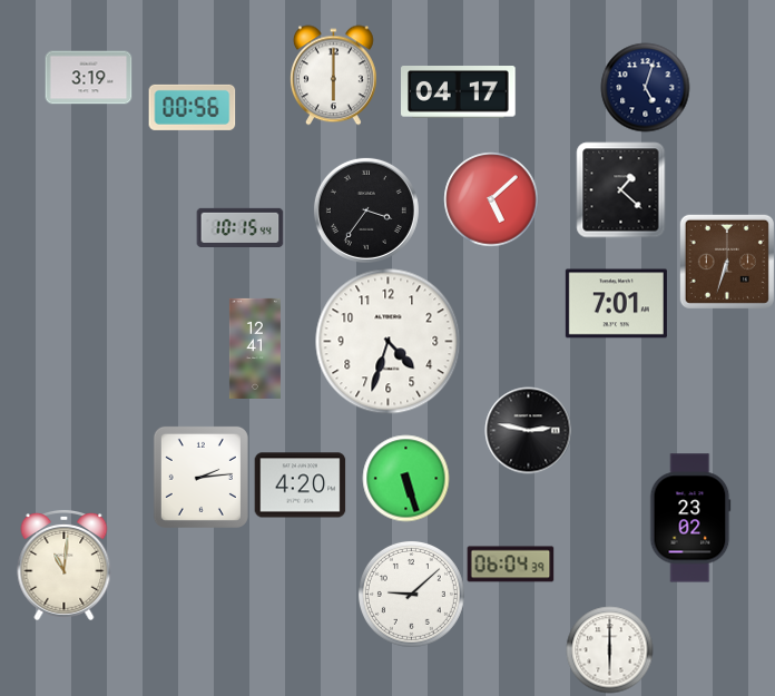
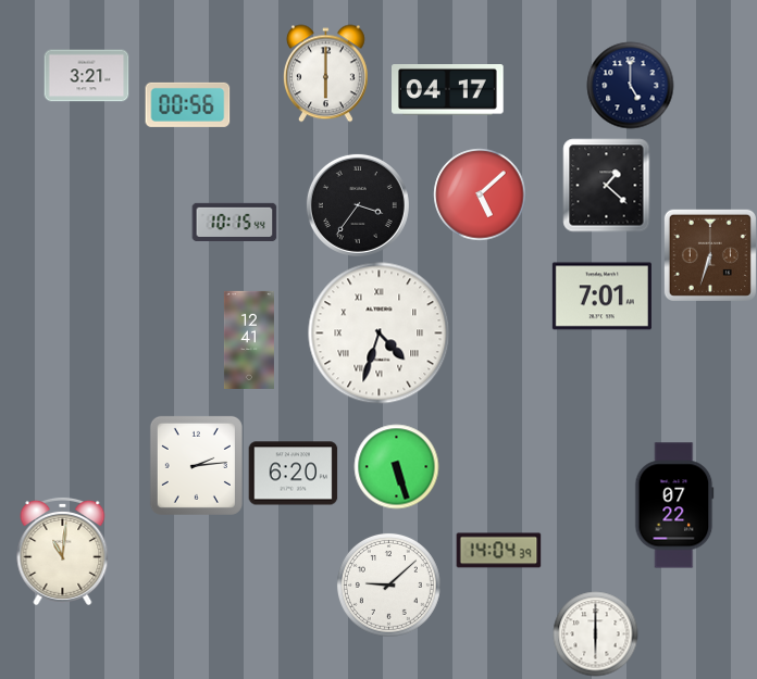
clock at (88, 78): 3:19 -> 3:21
clock at (645, 87): 5:03 -> 5:00
clock at (389, 342) numerals: Arabic -> Roman
clock at (528, 430): 2:47 -> none
clock at (300, 486): 4:20 -> 6:20
clock at (690, 518): 23:02 -> 07:22
clock at (510, 565): 06:04 -> 14:04
clock at (411, 594) position: (411, 594) -> (388, 584)
